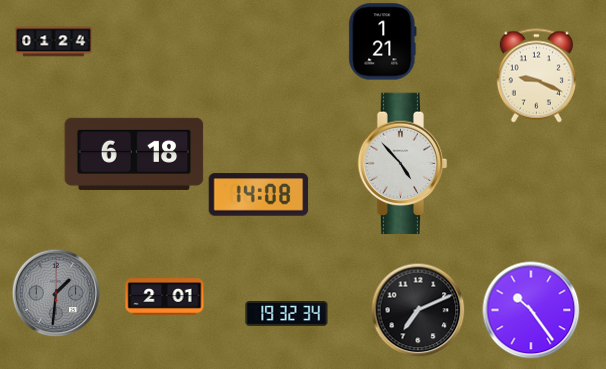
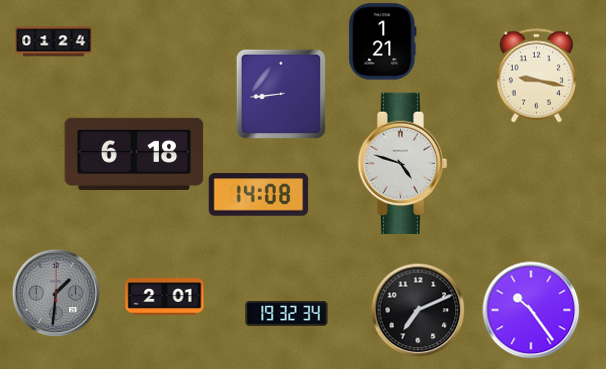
clock at (536, 76): 9:19 -> 9:17
clock at (280, 93): none -> 8:44
clock at (403, 164): 4:53 -> 4:48
